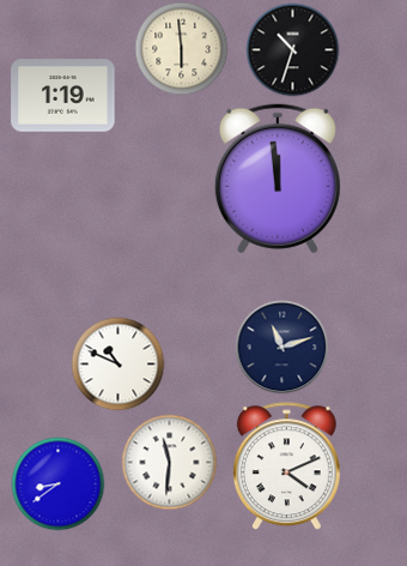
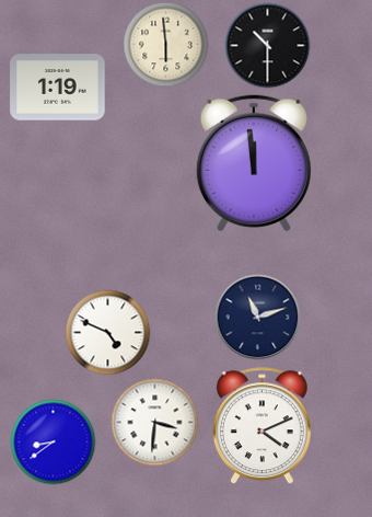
clock at (292, 49): 10:33 -> 10:30
clock at (117, 363): 10:49 -> 4:49
clock at (169, 462): 11:31 -> 3:31
